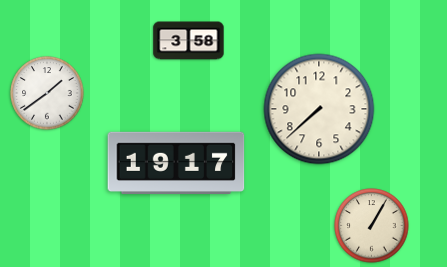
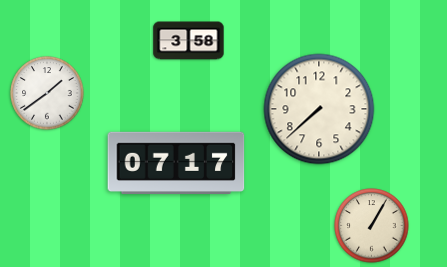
clock at (176, 163): 19:17 -> 07:17
